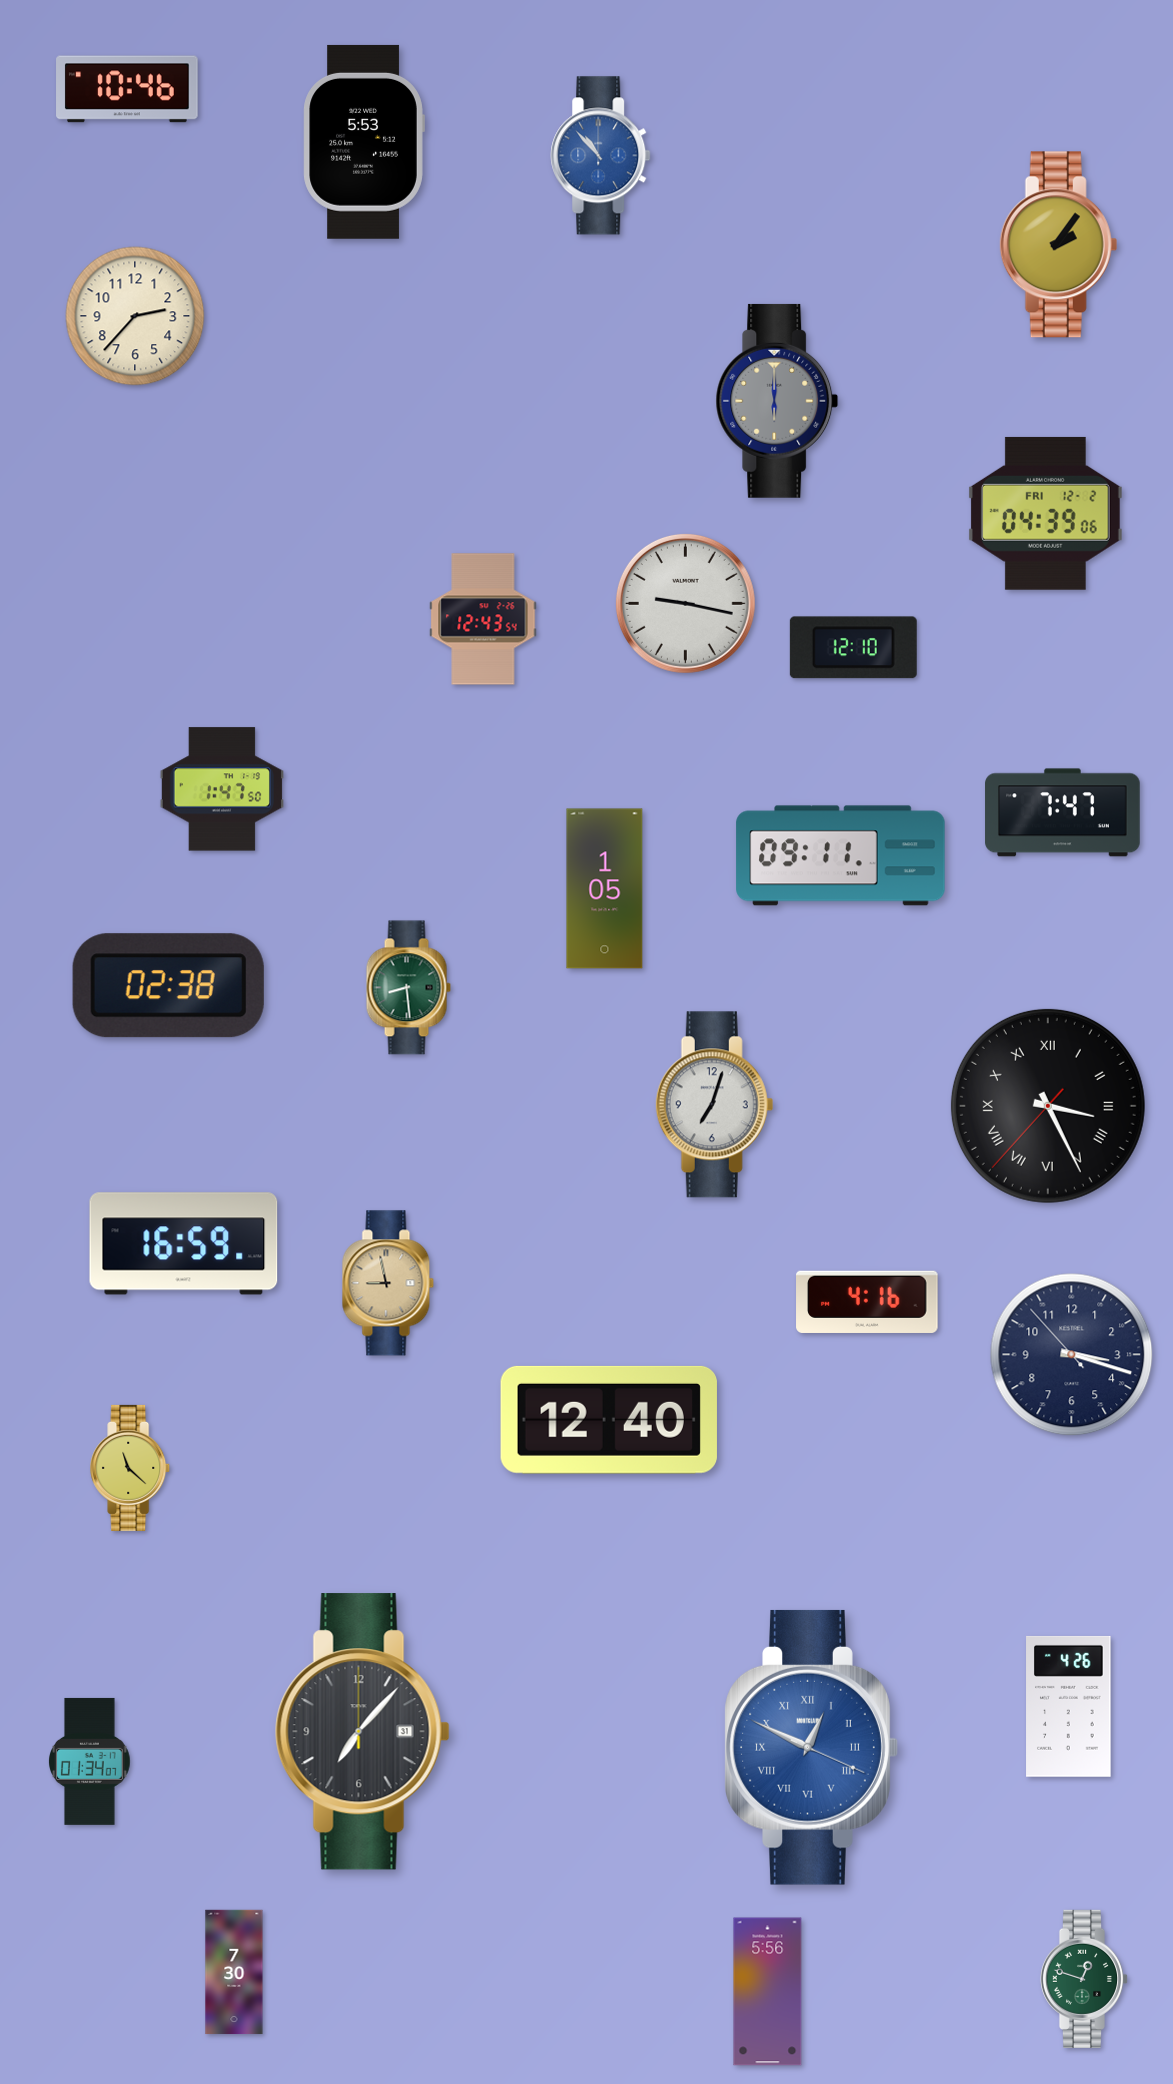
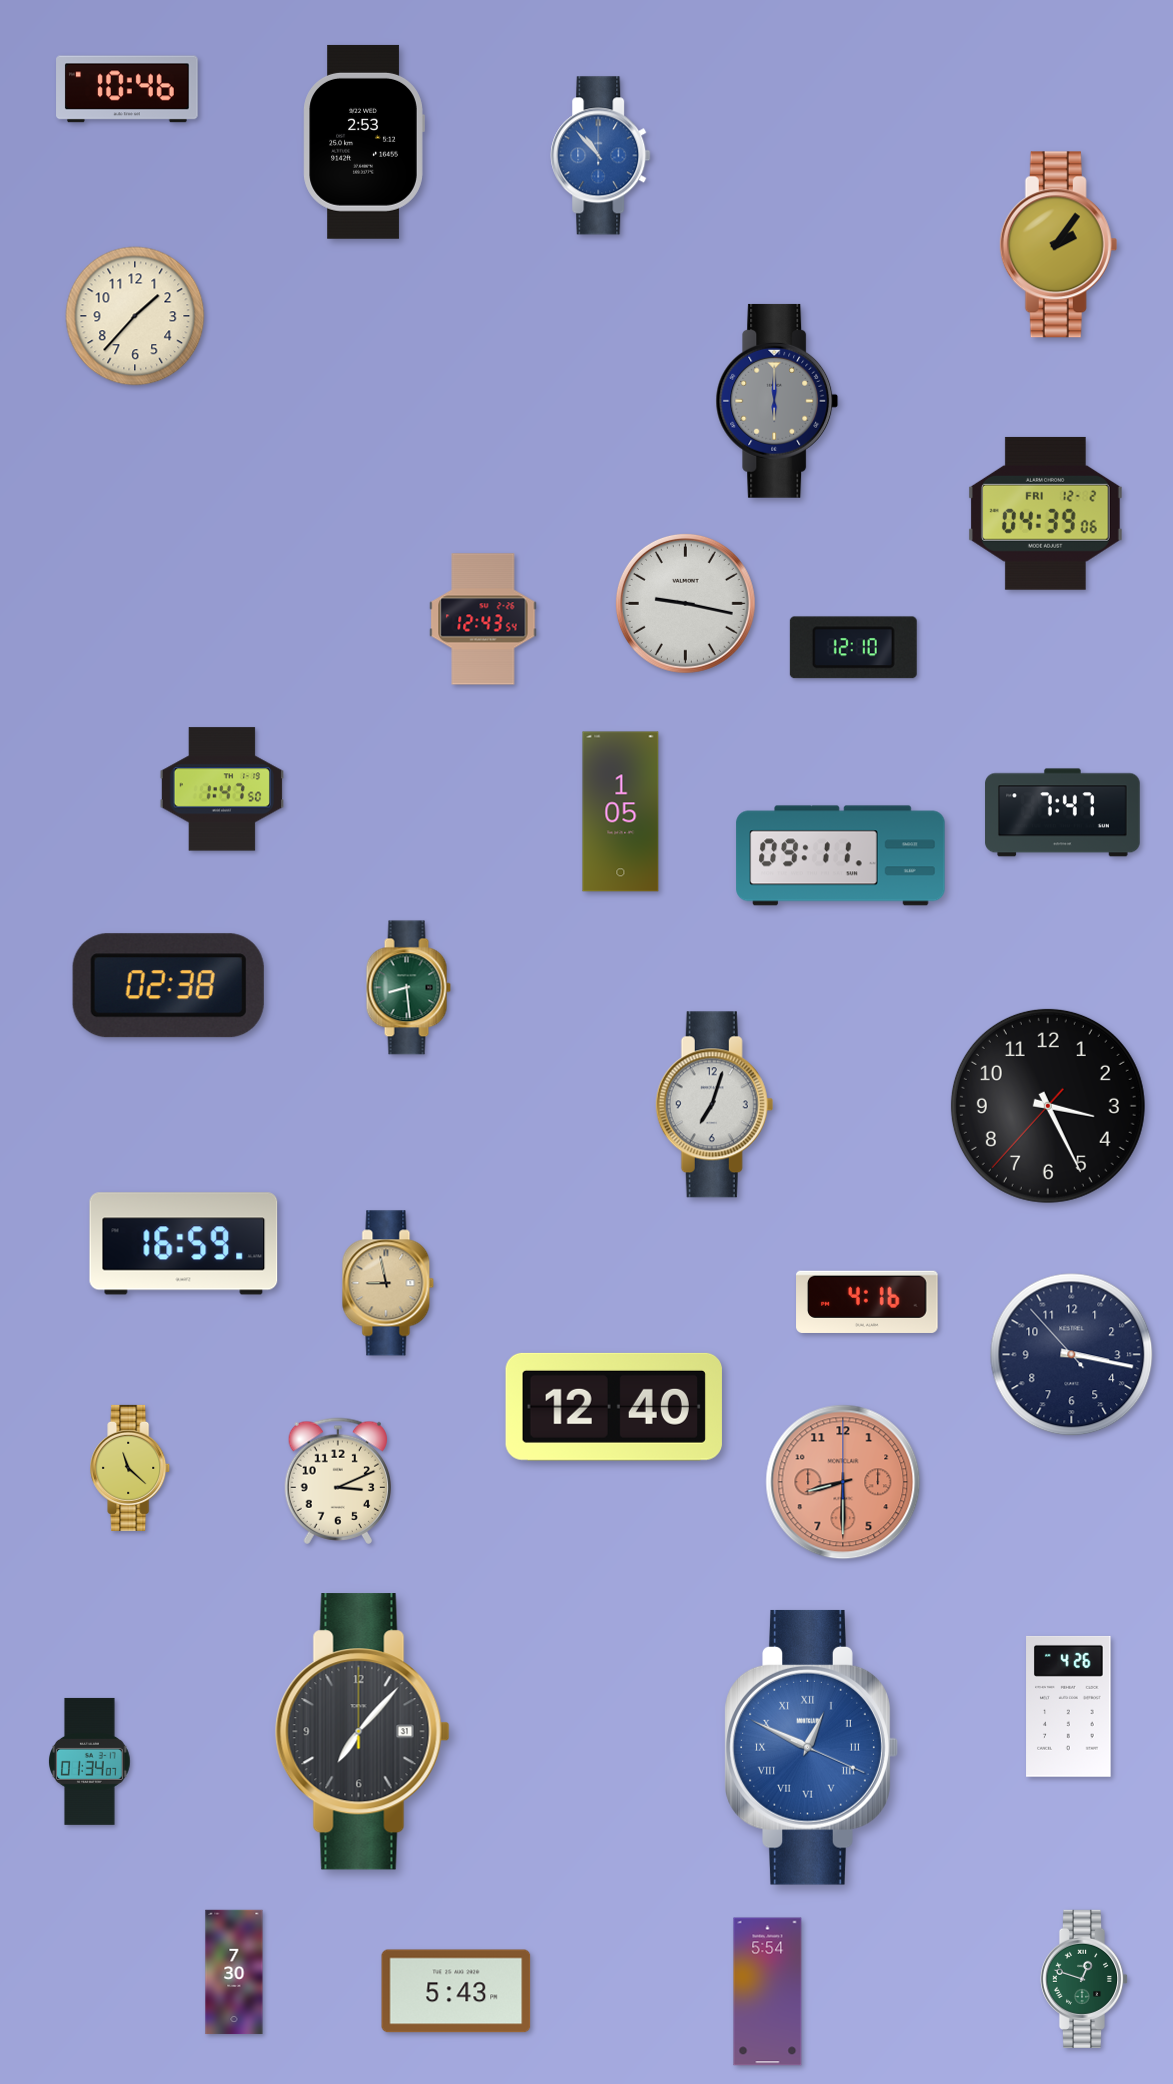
clock at (364, 142): 5:53 -> 2:53
clock at (135, 316): 2:37 -> 1:37
clock at (605, 889) position: (605, 889) -> (621, 812)
clock at (1048, 1106) numerals: Roman -> Arabic
clock at (1072, 1355): 3:17 -> 3:16
clock at (609, 1420) position: (609, 1420) -> (614, 1407)
clock at (337, 1481): none -> 3:11
clock at (843, 1482): none -> 8:30
clock at (456, 1991): none -> 5:43
clock at (768, 1992): 5:56 -> 5:54
